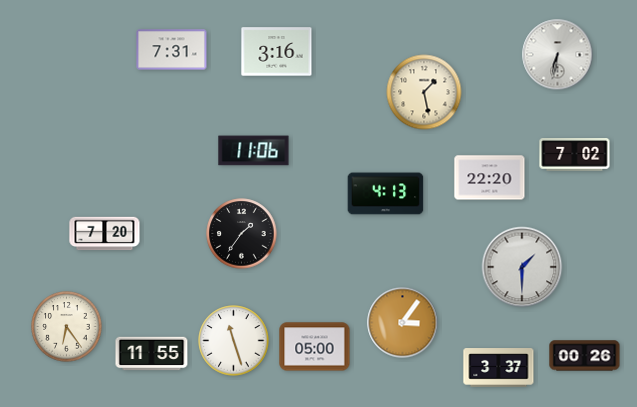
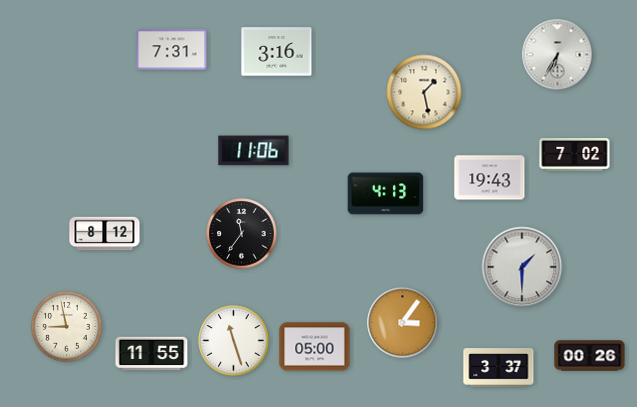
clock at (558, 55): 6:32 -> 6:35
clock at (490, 178): 22:20 -> 19:43
clock at (105, 234): 7:20 -> 8:12
clock at (242, 234): 1:36 -> 11:36
clock at (67, 327): 6:24 -> 8:58
clock at (585, 356) position: (585, 356) -> (590, 356)
